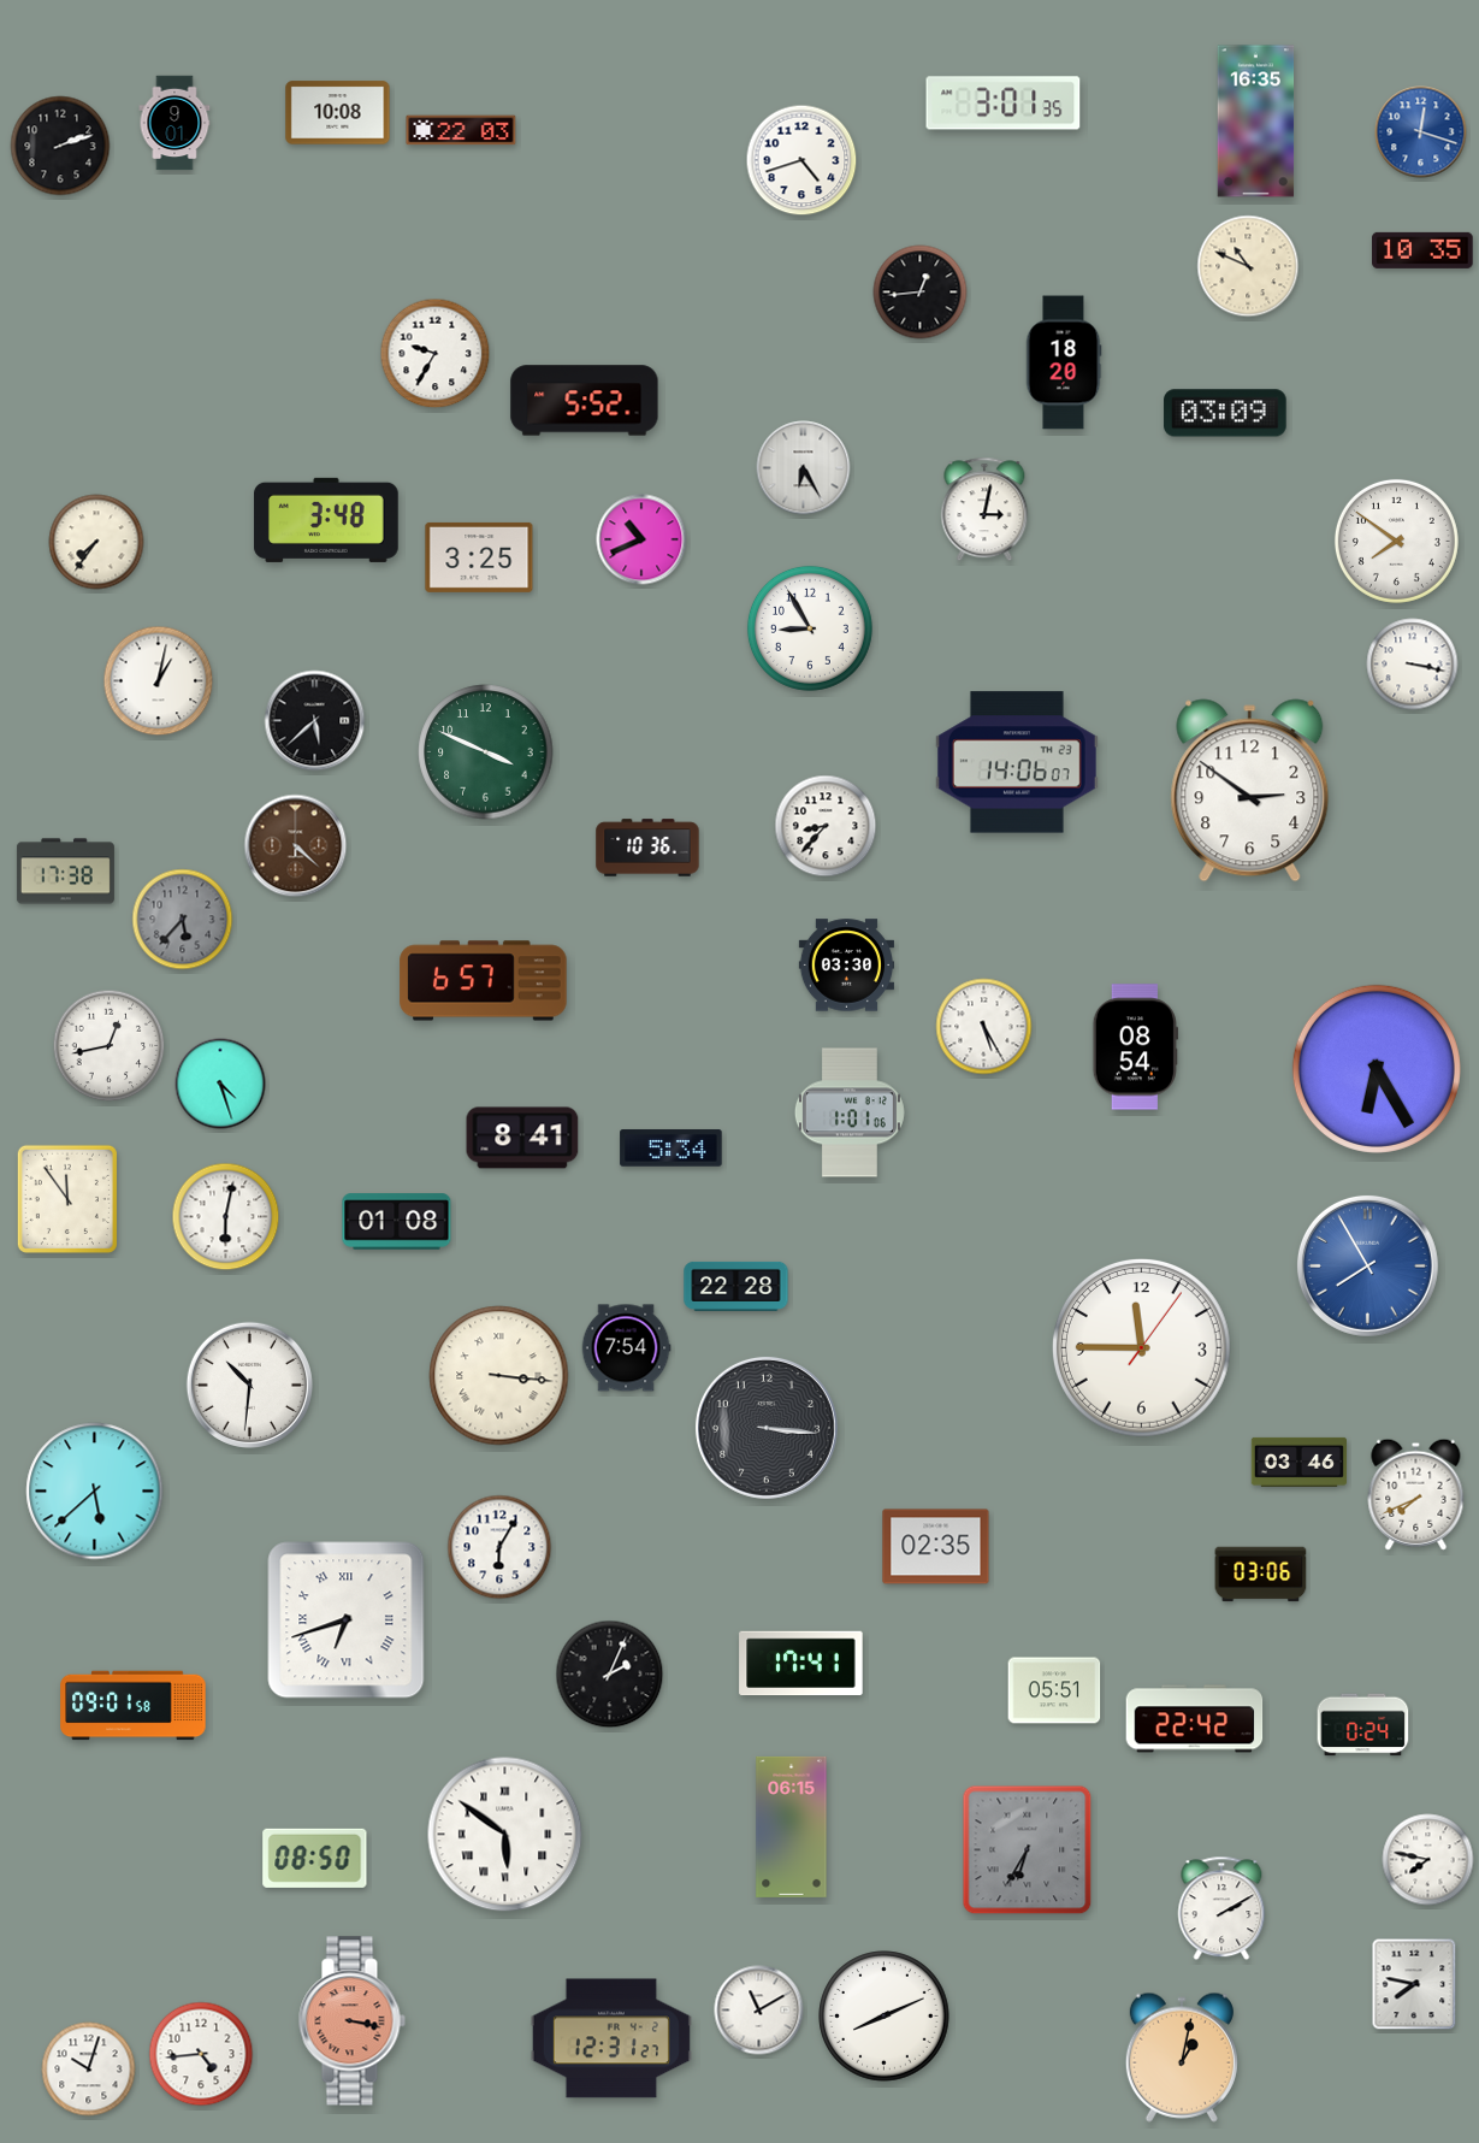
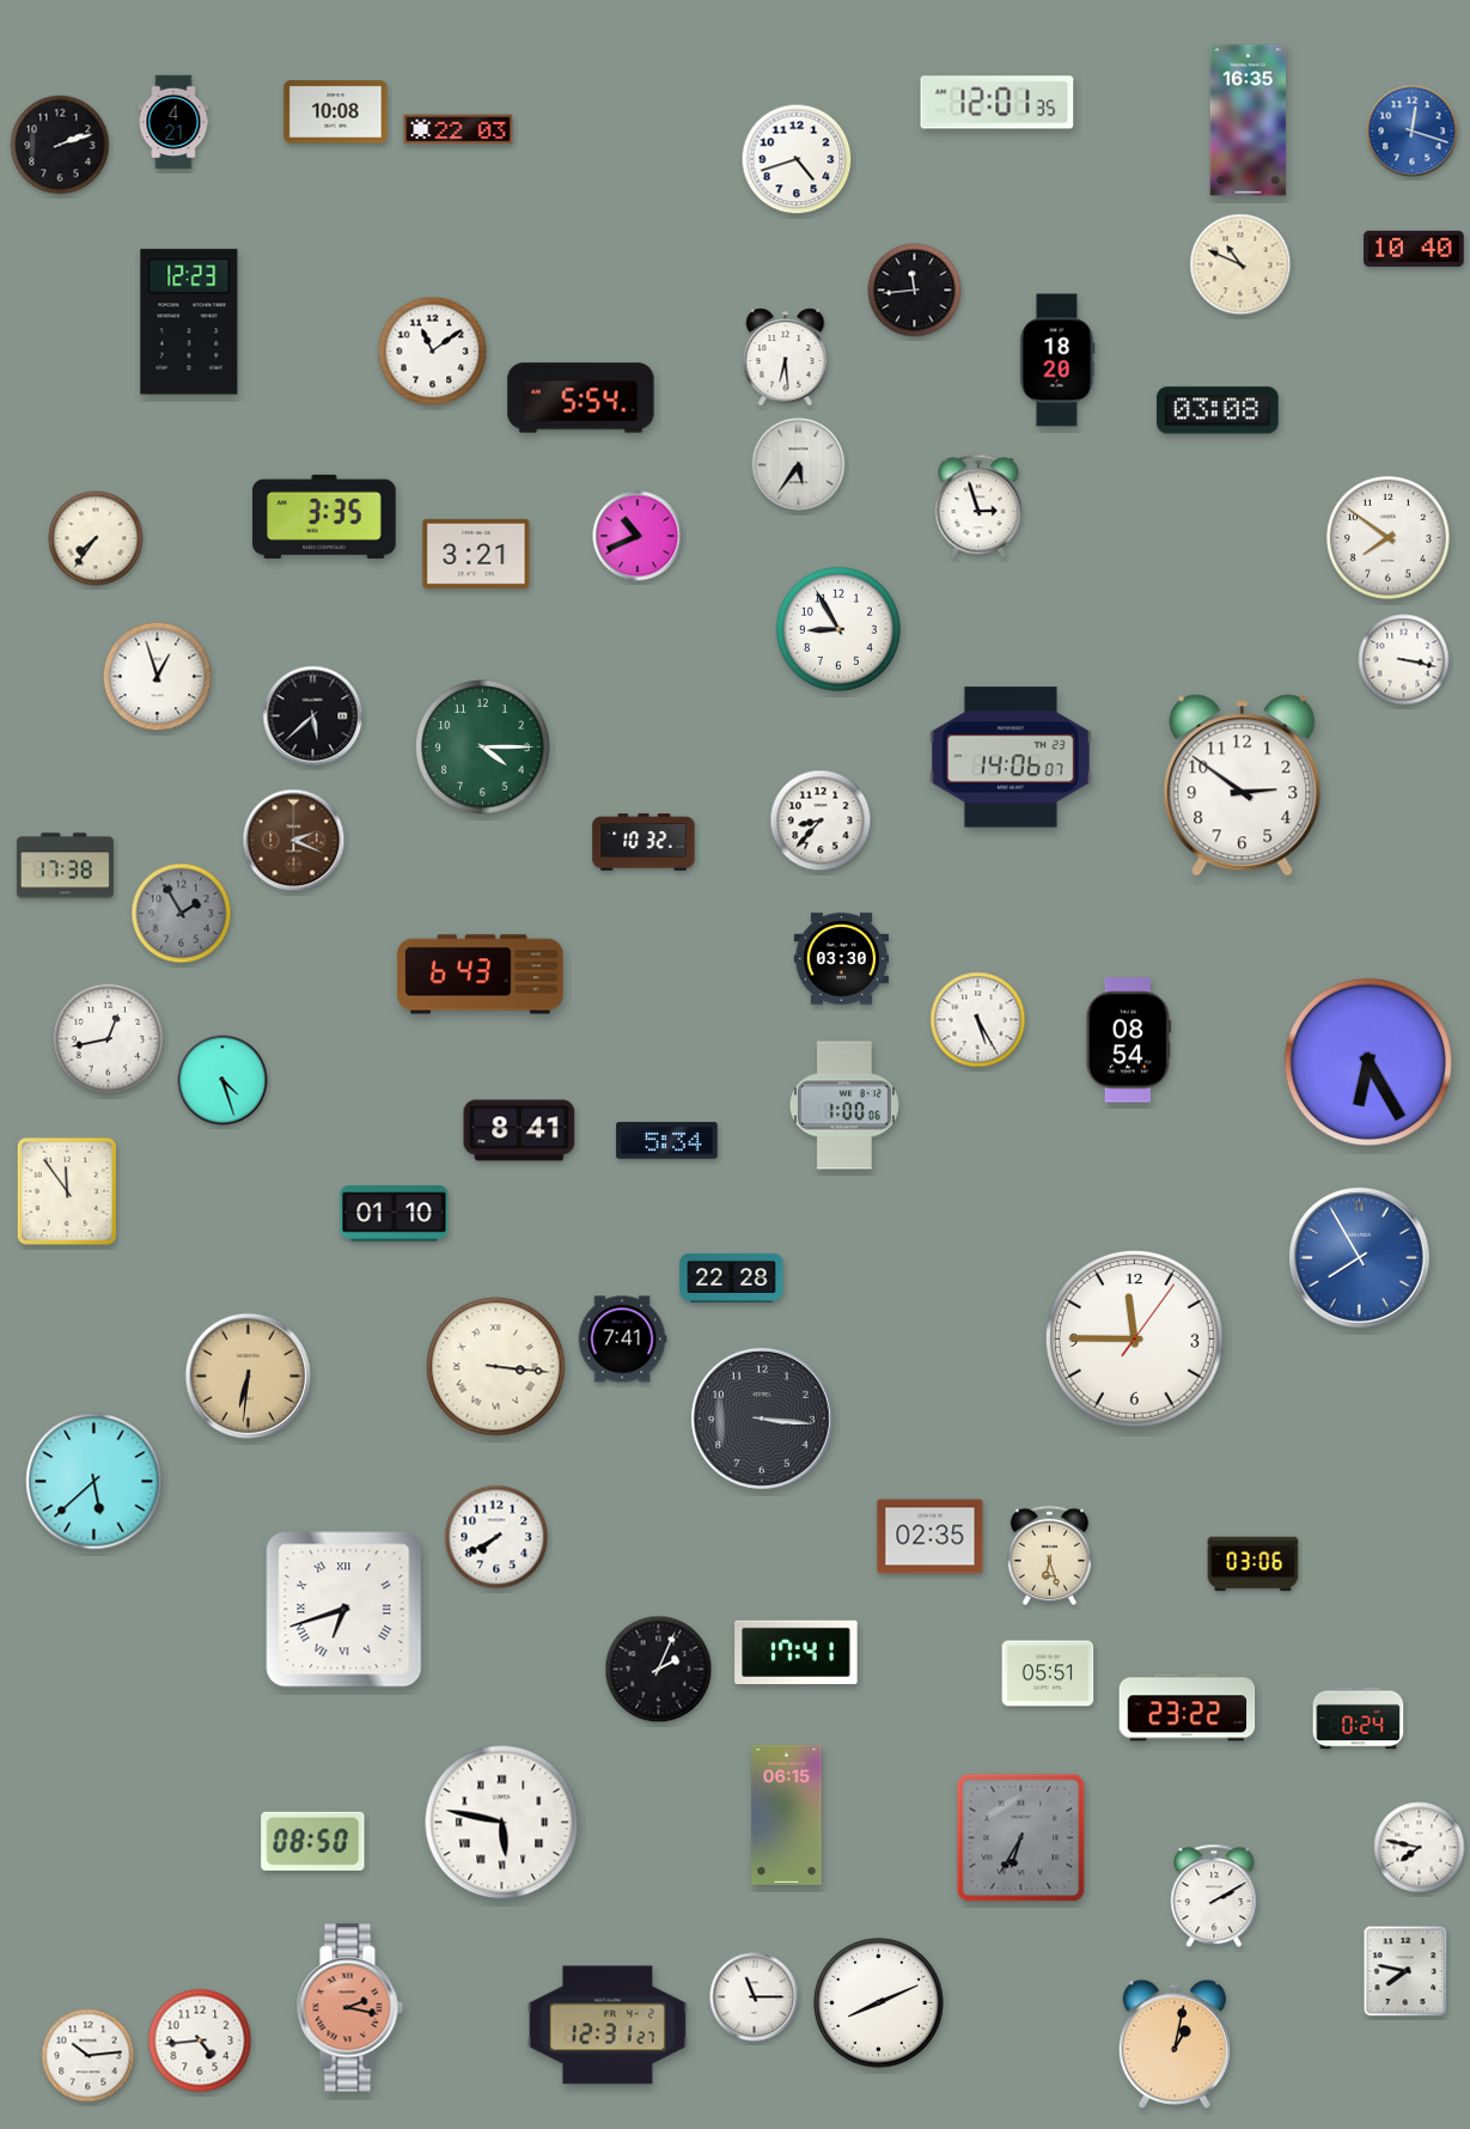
clock at (1004, 104): 3:01 -> 12:01
clock at (174, 123): 9:01 -> 4:21
clock at (1422, 250): 10:35 -> 10:40
clock at (921, 293): 12:44 -> 11:44
clock at (189, 322): none -> 12:23
clock at (436, 354): 9:35 -> 11:09
clock at (786, 358): none -> 6:29
clock at (585, 401): 5:52 -> 5:54
clock at (1225, 413): 03:09 -> 03:08
clock at (804, 468): 6:25 -> 5:36
clock at (984, 509): 3:02 -> 2:57
clock at (326, 520): 3:48 -> 3:35
clock at (479, 557): 3:25 -> 3:21
clock at (810, 628) position: (810, 628) -> (838, 629)
clock at (159, 681): 1:02 -> 12:57
clock at (486, 752): 3:49 -> 4:15
clock at (296, 846): 4:22 -> 2:19
clock at (647, 848): 10:36 -> 10:32
clock at (183, 920): 5:37 -> 1:55
clock at (484, 981): 6:57 -> 6:43
clock at (220, 1084) position: (220, 1084) -> (222, 1080)
clock at (850, 1112): 1:01 -> 1:00
clock at (226, 1217): 6:02 -> none
clock at (397, 1222): 01:08 -> 01:10
clock at (626, 1348): 7:54 -> 7:41
clock at (249, 1385): 10:31 -> 6:31
clock at (249, 1385) dial: white -> champagne
clock at (1298, 1462): 03:46 -> none
clock at (1416, 1494): 7:41 -> none
clock at (499, 1547): 6:05 -> 7:40
clock at (1050, 1556): none -> 6:27
clock at (610, 1675) position: (610, 1675) -> (659, 1670)
clock at (1054, 1690) position: (1054, 1690) -> (1048, 1673)
clock at (134, 1706): 09:01 -> none
clock at (1195, 1719): 22:42 -> 23:22
clock at (1363, 1725) position: (1363, 1725) -> (1359, 1719)
clock at (505, 1835): 5:51 -> 5:47
clock at (315, 1858) position: (315, 1858) -> (313, 1841)
clock at (759, 2011): 11:10 -> 11:15
clock at (351, 2021): 3:17 -> 2:17
clock at (89, 2070): 10:03 -> 10:14
